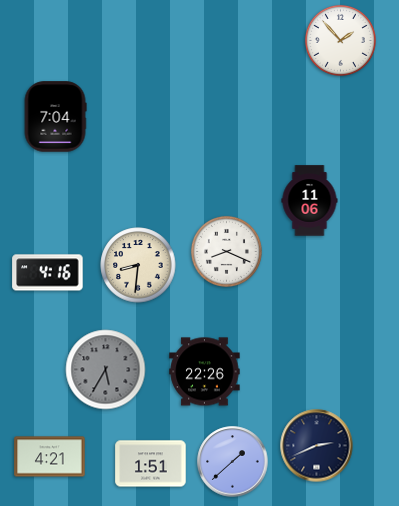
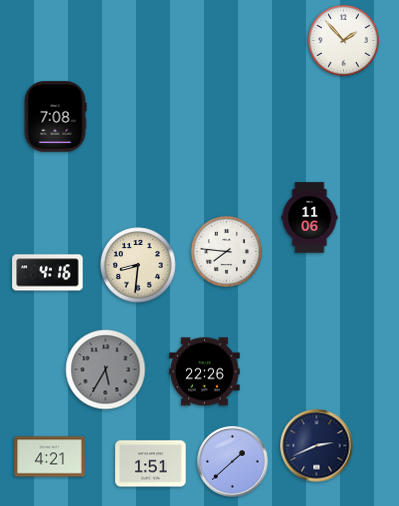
clock at (340, 40) position: (340, 40) -> (343, 40)
clock at (55, 117): 7:04 -> 7:08
clock at (310, 201) position: (310, 201) -> (310, 218)
clock at (226, 251): 8:19 -> 7:46
